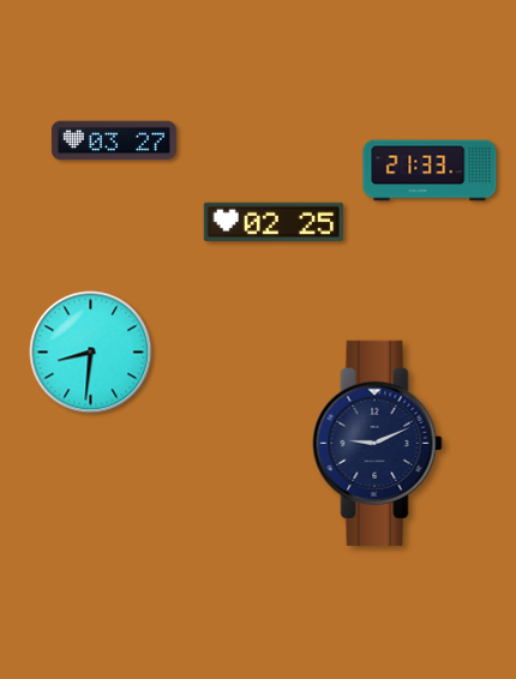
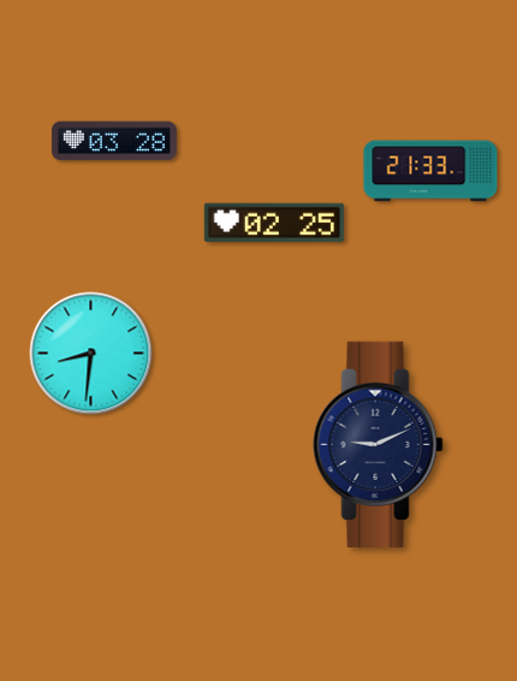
clock at (114, 140): 03:27 -> 03:28
